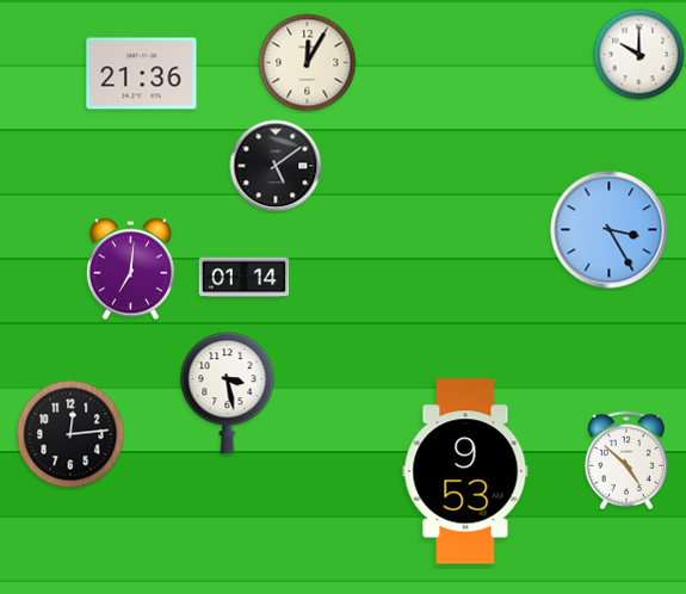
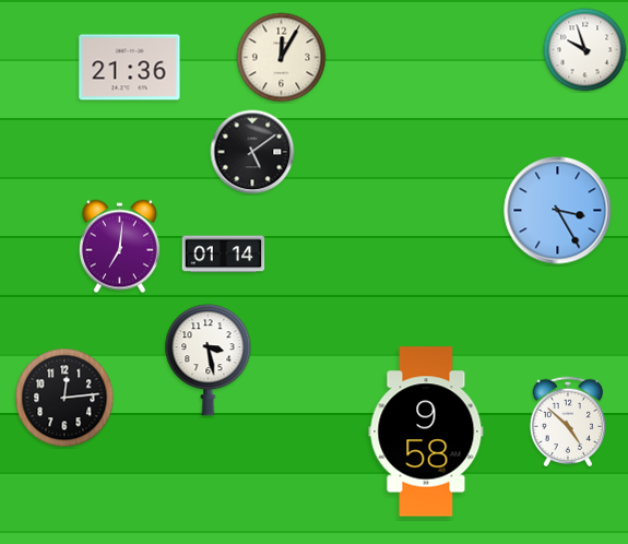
clock at (639, 55): 10:00 -> 9:57
clock at (626, 459) position: (626, 459) -> (568, 421)
clock at (465, 471): 9:53 -> 9:58
